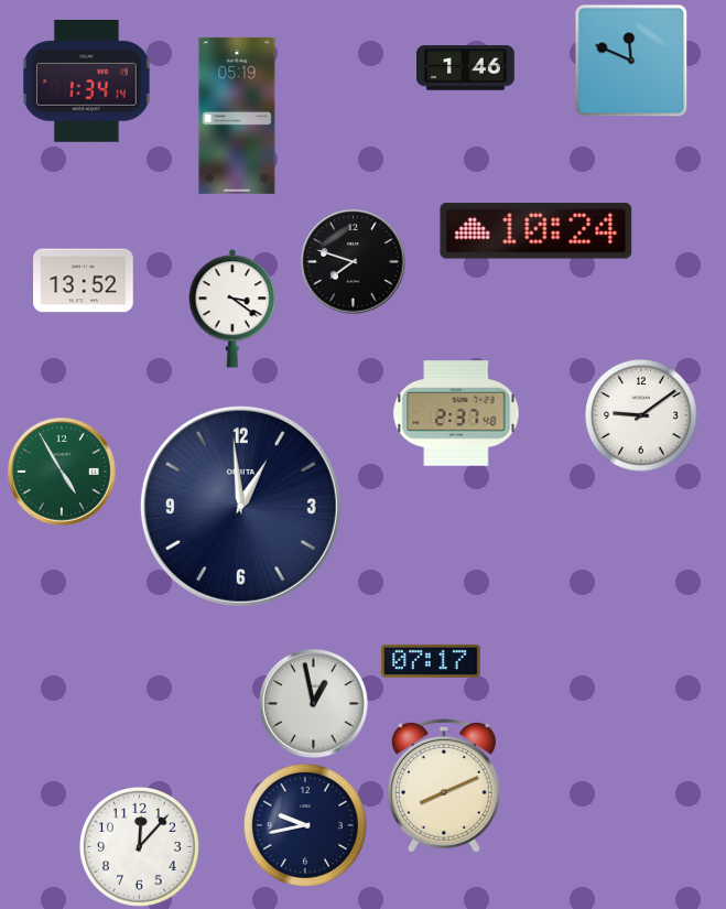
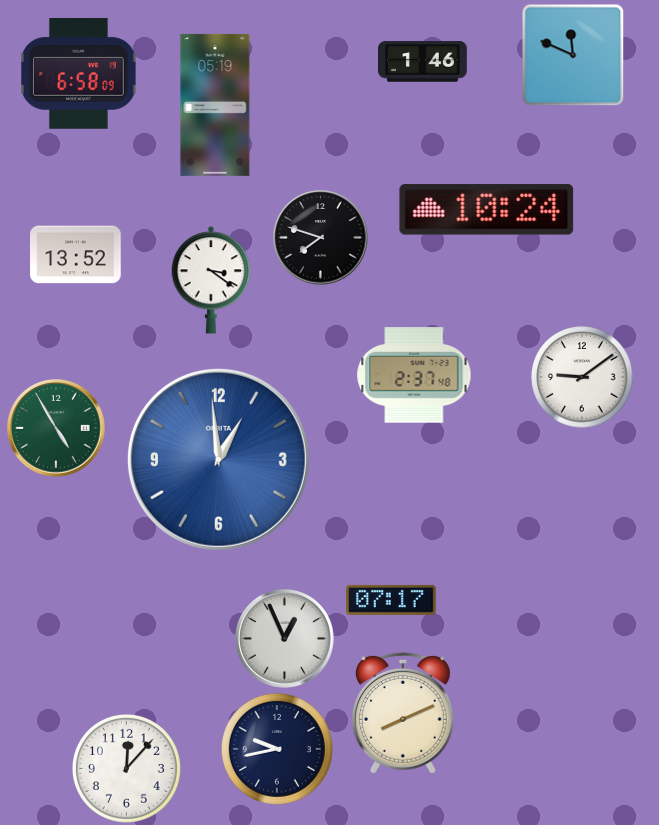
clock at (87, 82): 1:34 -> 6:58
clock at (240, 506) dial: navy -> blue
clock at (314, 704): 12:58 -> 12:56
